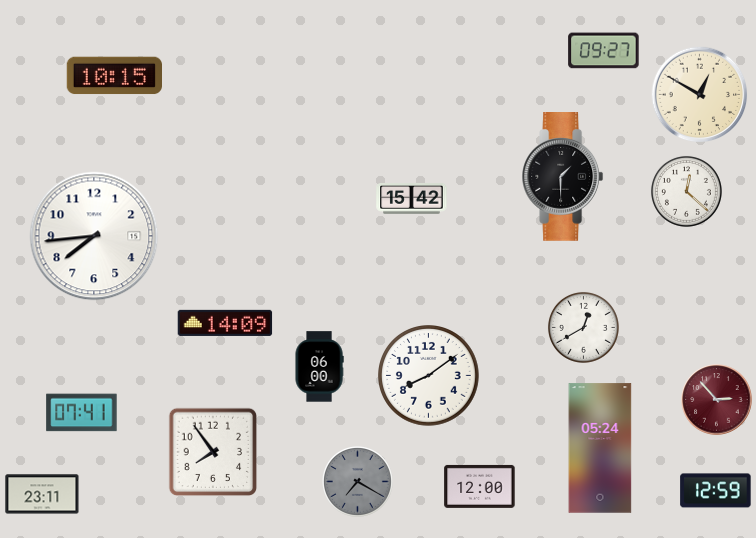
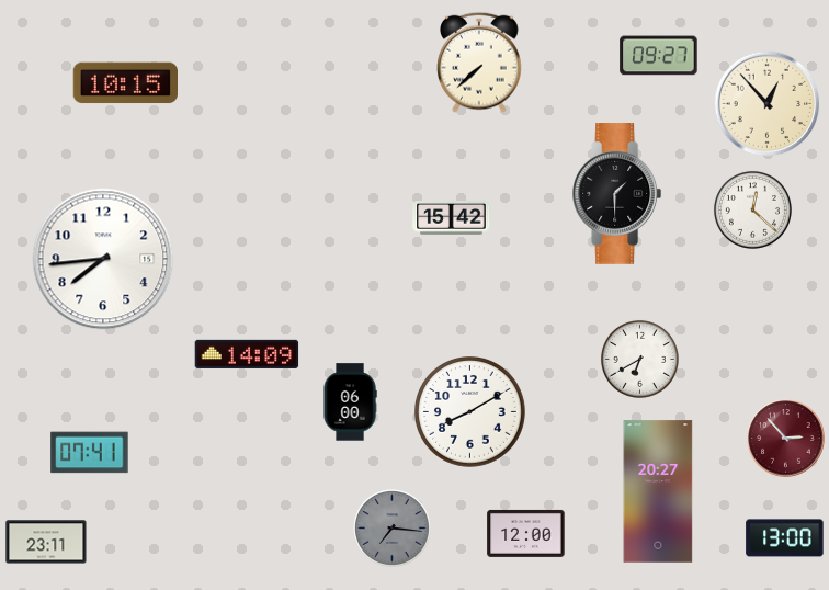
clock at (604, 51) position: (604, 51) -> (659, 56)
clock at (480, 63): none -> 7:38
clock at (700, 95): 12:50 -> 12:53
clock at (583, 327): 12:40 -> 6:40
clock at (429, 376): 8:09 -> 8:10
clock at (600, 448): 05:24 -> 20:27
clock at (213, 452): 7:54 -> none
clock at (357, 481): 7:20 -> 7:16
clock at (716, 491): 12:59 -> 13:00
